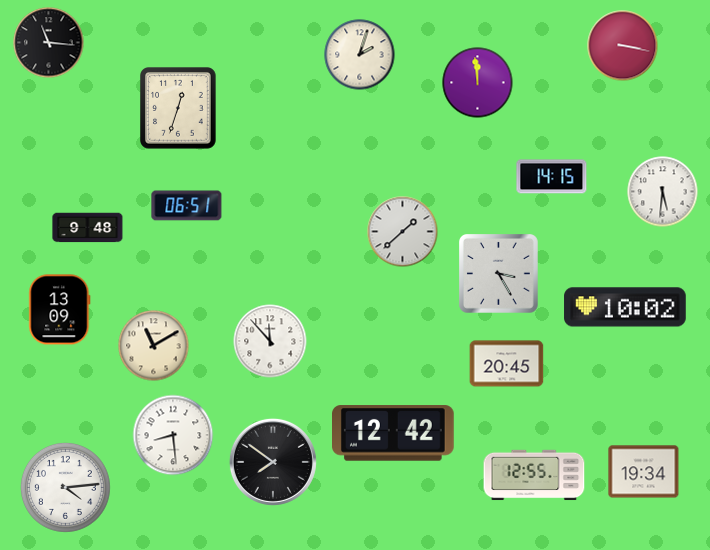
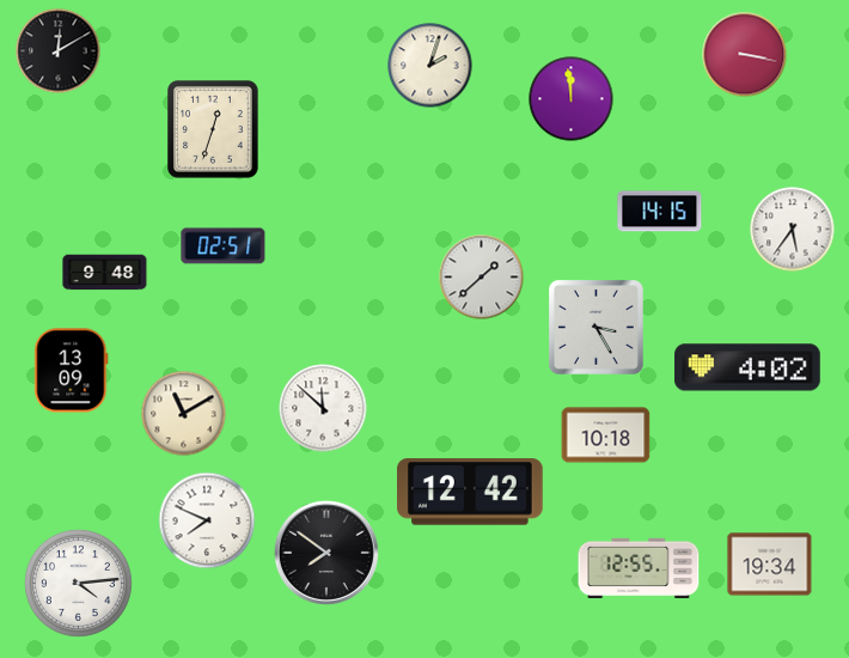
clock at (49, 43): 11:16 -> 12:10
clock at (663, 192): 5:31 -> 5:36
clock at (187, 206): 06:51 -> 02:51
clock at (625, 307): 10:02 -> 4:02
clock at (270, 341): 11:53 -> 11:52
clock at (507, 364): 20:45 -> 10:18
clock at (394, 433) position: (394, 433) -> (471, 492)
clock at (173, 435): 8:29 -> 7:49
